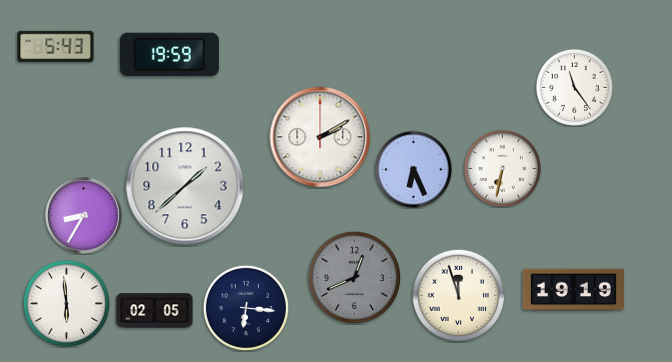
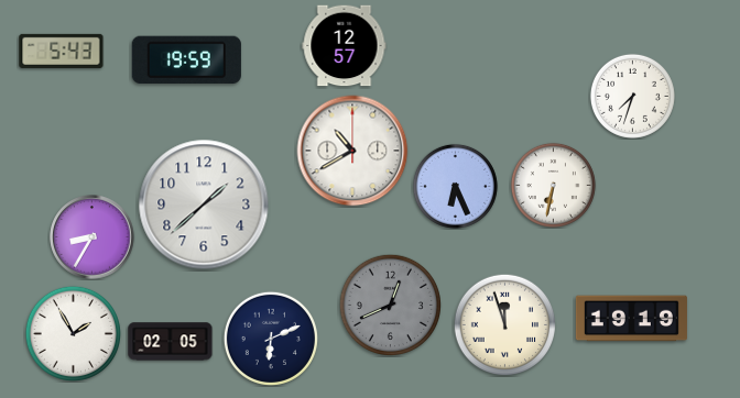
clock at (345, 46): none -> 12:57
clock at (574, 87): 11:24 -> 7:33
clock at (320, 137): 2:10 -> 10:40
clock at (66, 303): 5:59 -> 1:55
clock at (246, 308): 6:16 -> 6:11
